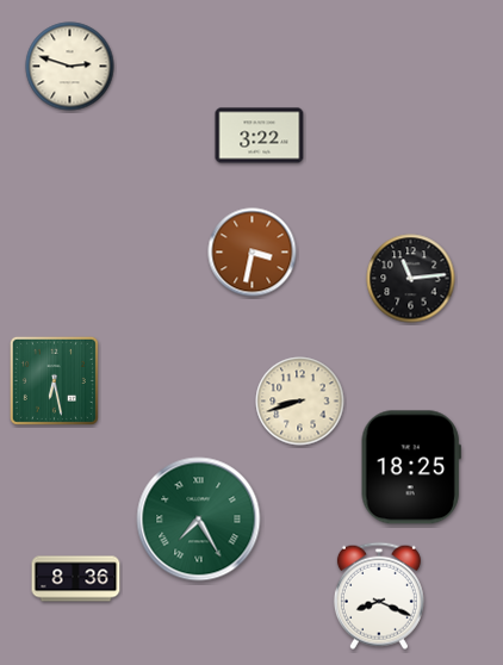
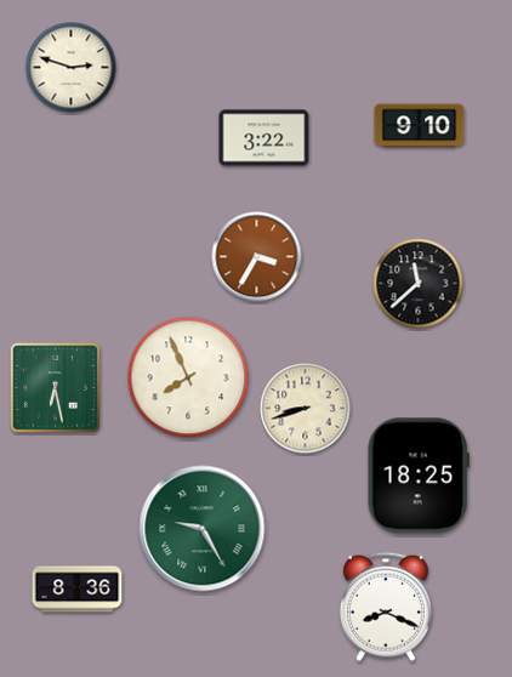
clock at (420, 126): none -> 9:10
clock at (253, 253): 3:32 -> 3:35
clock at (411, 279): 11:14 -> 11:38
clock at (188, 377): none -> 7:56
clock at (199, 520): 7:25 -> 9:25
